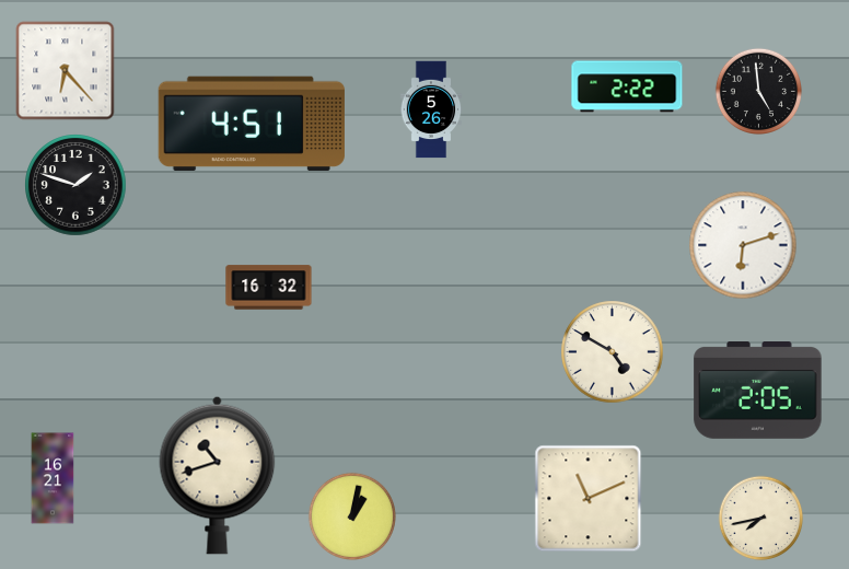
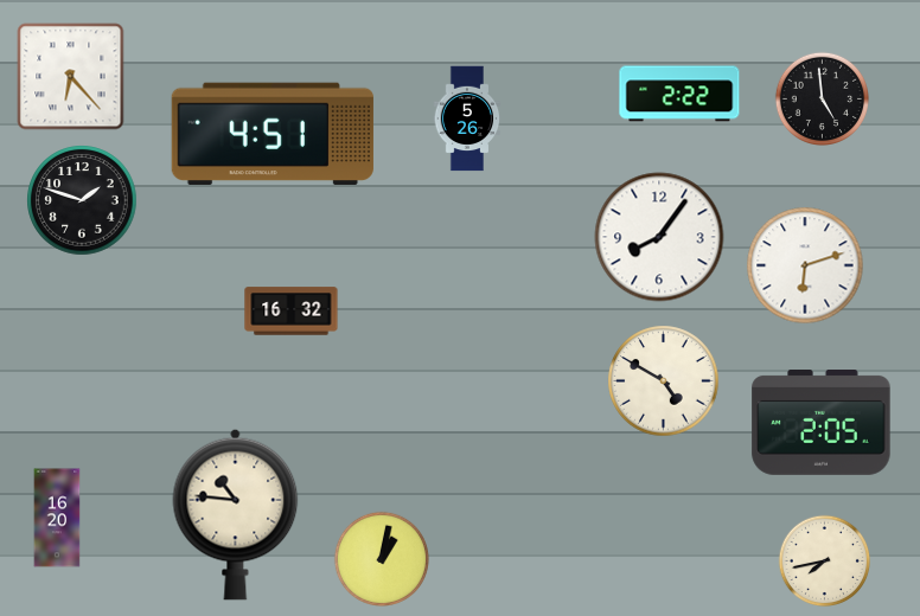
clock at (659, 237): none -> 8:06
clock at (218, 475): 10:42 -> 10:46
clock at (53, 478): 16:21 -> 16:20
clock at (589, 499): 11:11 -> none
